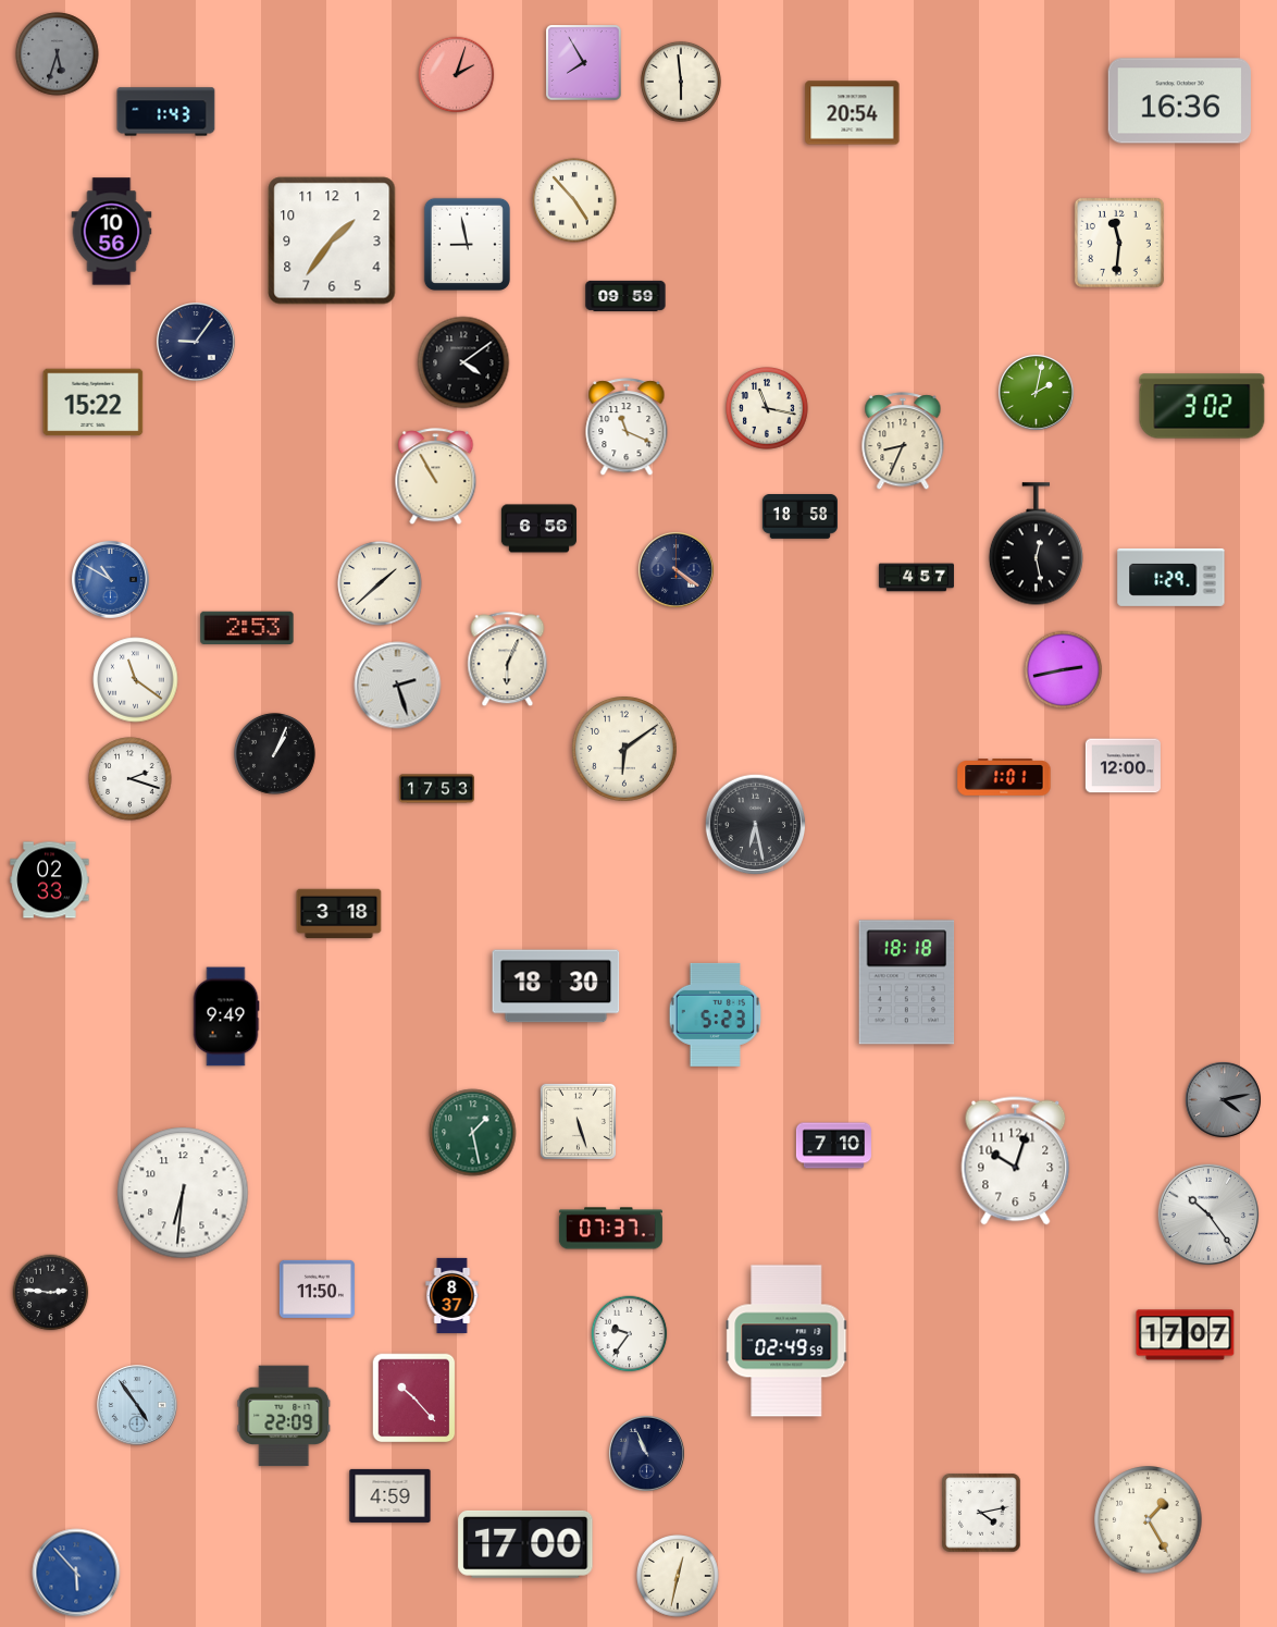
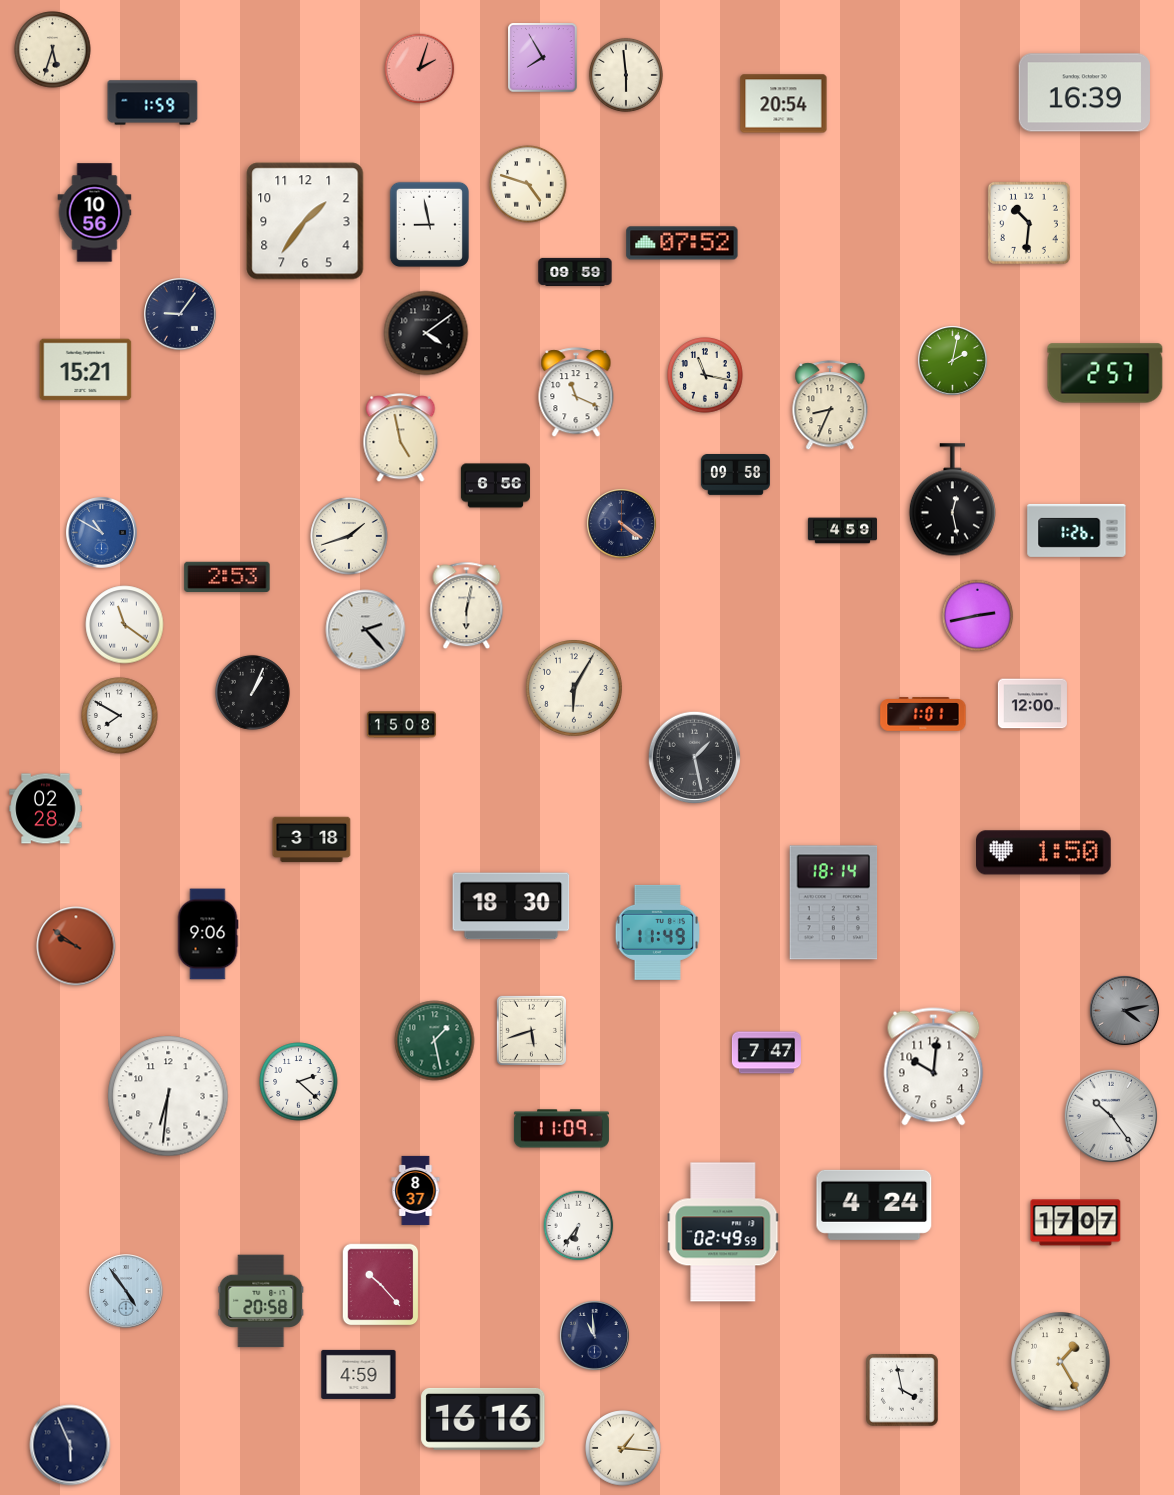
clock at (58, 54) dial: grey -> cream
clock at (584, 63) position: (584, 63) -> (543, 58)
clock at (1179, 101): 16:36 -> 16:39
clock at (166, 112): 1:43 -> 1:59
clock at (574, 200): 4:53 -> 4:48
clock at (112, 232) position: (112, 232) -> (95, 213)
clock at (1119, 243): 11:31 -> 10:31
clock at (682, 243): none -> 07:52
clock at (94, 403): 15:22 -> 15:21
clock at (1202, 406): 3:02 -> 2:57
clock at (436, 477): 10:55 -> 4:58
clock at (799, 517): 18:58 -> 09:58
clock at (1171, 577): 1:29 -> 1:26
clock at (916, 578): 4:57 -> 4:59
clock at (380, 583): 1:38 -> 1:42
clock at (508, 660): 6:04 -> 6:02
clock at (398, 686): 2:27 -> 2:23
clock at (625, 750): 6:09 -> 6:05
clock at (131, 779): 2:18 -> 7:50
clock at (436, 789): 17:53 -> 15:08
clock at (756, 825): 6:28 -> 1:28
clock at (50, 880): 02:33 -> 02:28
clock at (1044, 853): none -> 1:50
clock at (907, 983): 18:18 -> 18:14
clock at (716, 1014): 5:23 -> 11:49
clock at (226, 1016): 9:49 -> 9:06
clock at (76, 946): none -> 9:51
clock at (578, 1121): 5:27 -> 5:42
clock at (833, 1146): 7:10 -> 7:47
clock at (1016, 1161): 10:03 -> 10:01
clock at (299, 1082): none -> 2:22
clock at (610, 1229): 07:37 -> 11:09
clock at (317, 1289): 11:50 -> none
clock at (51, 1293): 2:46 -> none
clock at (874, 1205): none -> 4:24
clock at (630, 1334): 9:36 -> 6:36
clock at (1186, 1335) position: (1186, 1335) -> (1076, 1223)
clock at (284, 1416): 22:09 -> 20:58
clock at (646, 1453): 10:56 -> 10:59
clock at (981, 1513): 4:13 -> 3:58
clock at (1149, 1520) position: (1149, 1520) -> (1061, 1362)
clock at (525, 1544): 17:00 -> 16:16
clock at (76, 1573): 5:53 -> 5:56
clock at (76, 1573) dial: blue -> navy
clock at (678, 1576): 12:32 -> 1:16
